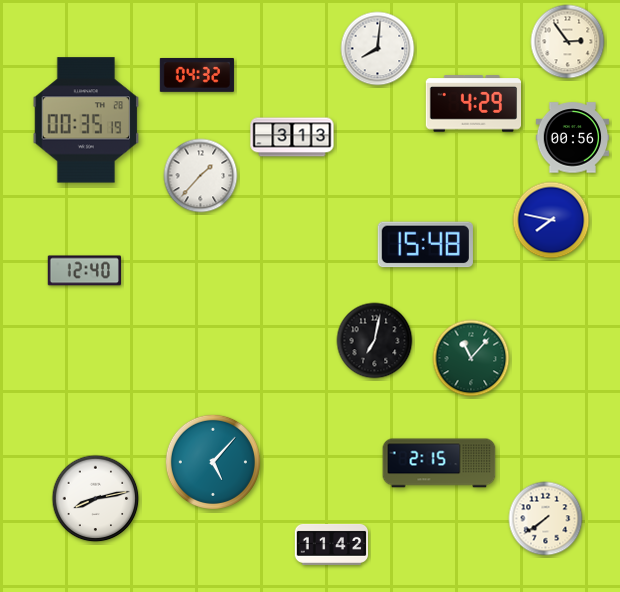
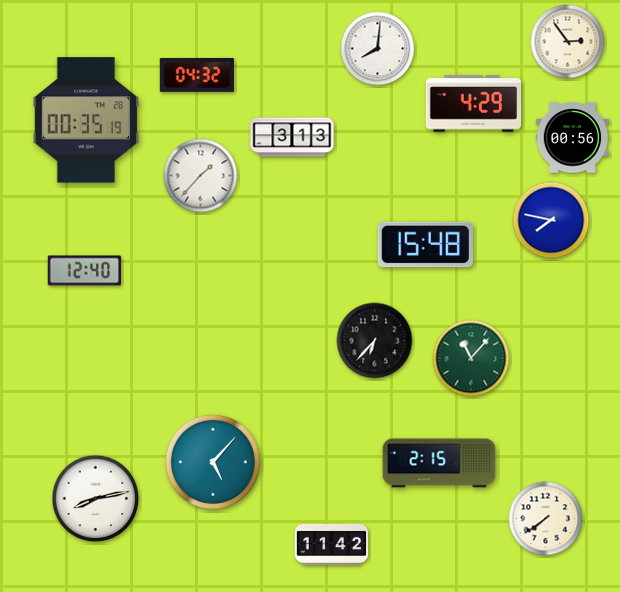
clock at (375, 341): 7:02 -> 6:37
